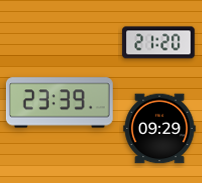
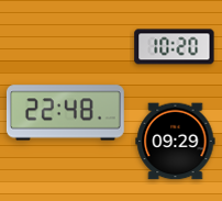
clock at (159, 43): 21:20 -> 10:20
clock at (59, 103): 23:39 -> 22:48
